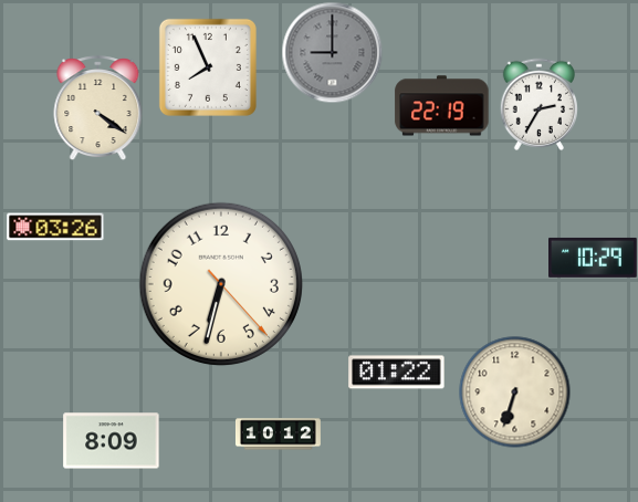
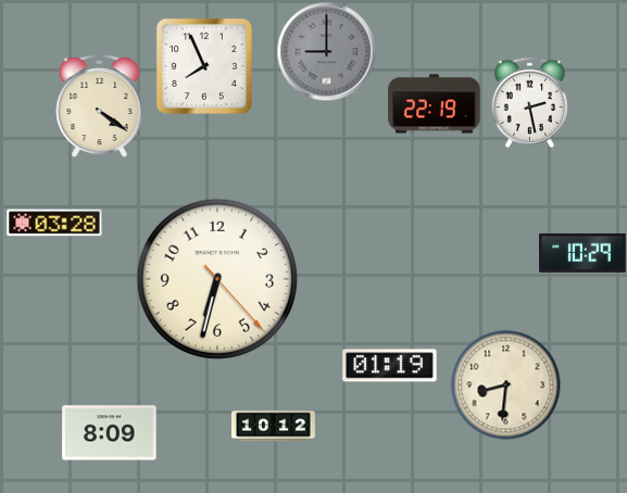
clock at (538, 104): 2:35 -> 2:28
clock at (98, 108) position: (98, 108) -> (100, 106)
clock at (55, 227): 03:26 -> 03:28
clock at (397, 373): 01:22 -> 01:19
clock at (515, 393): 6:33 -> 8:31
